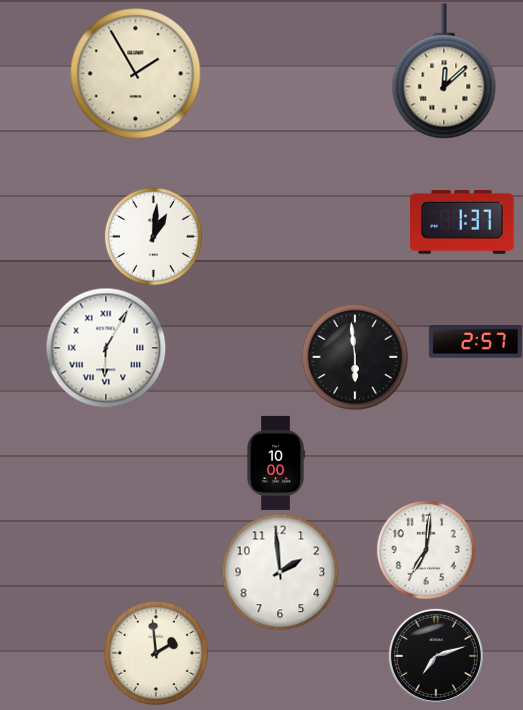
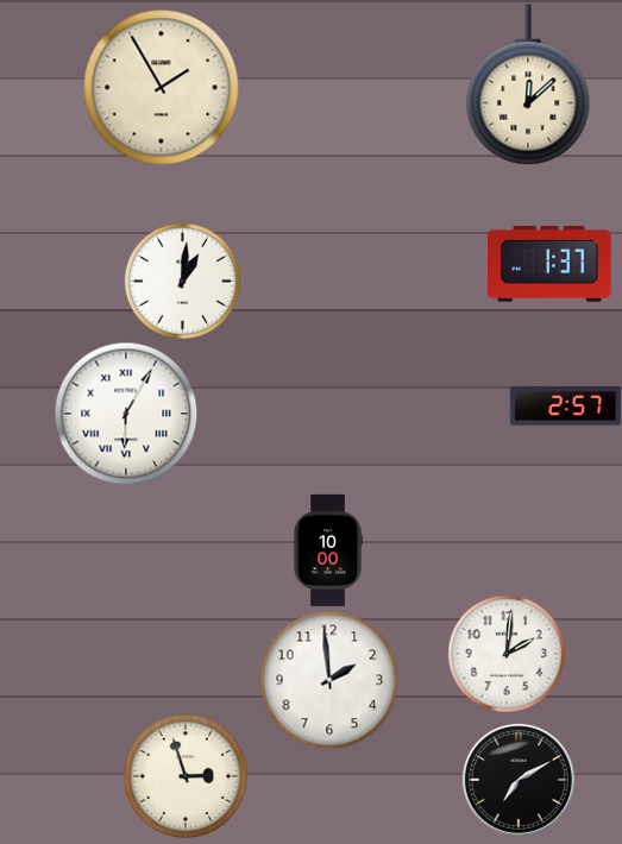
clock at (354, 356): 5:59 -> none
clock at (426, 550): 7:01 -> 2:01
clock at (280, 572) position: (280, 572) -> (329, 680)
clock at (156, 653): 1:59 -> 2:57
clock at (436, 656): 7:12 -> 7:10
